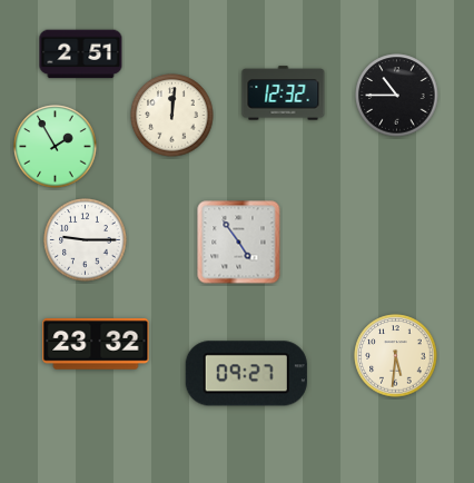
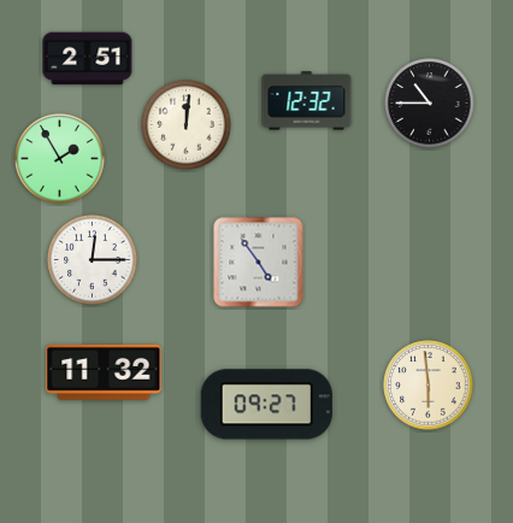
clock at (86, 240): 9:15 -> 12:15
clock at (96, 344): 23:32 -> 11:32
clock at (396, 356): 5:31 -> 5:59
